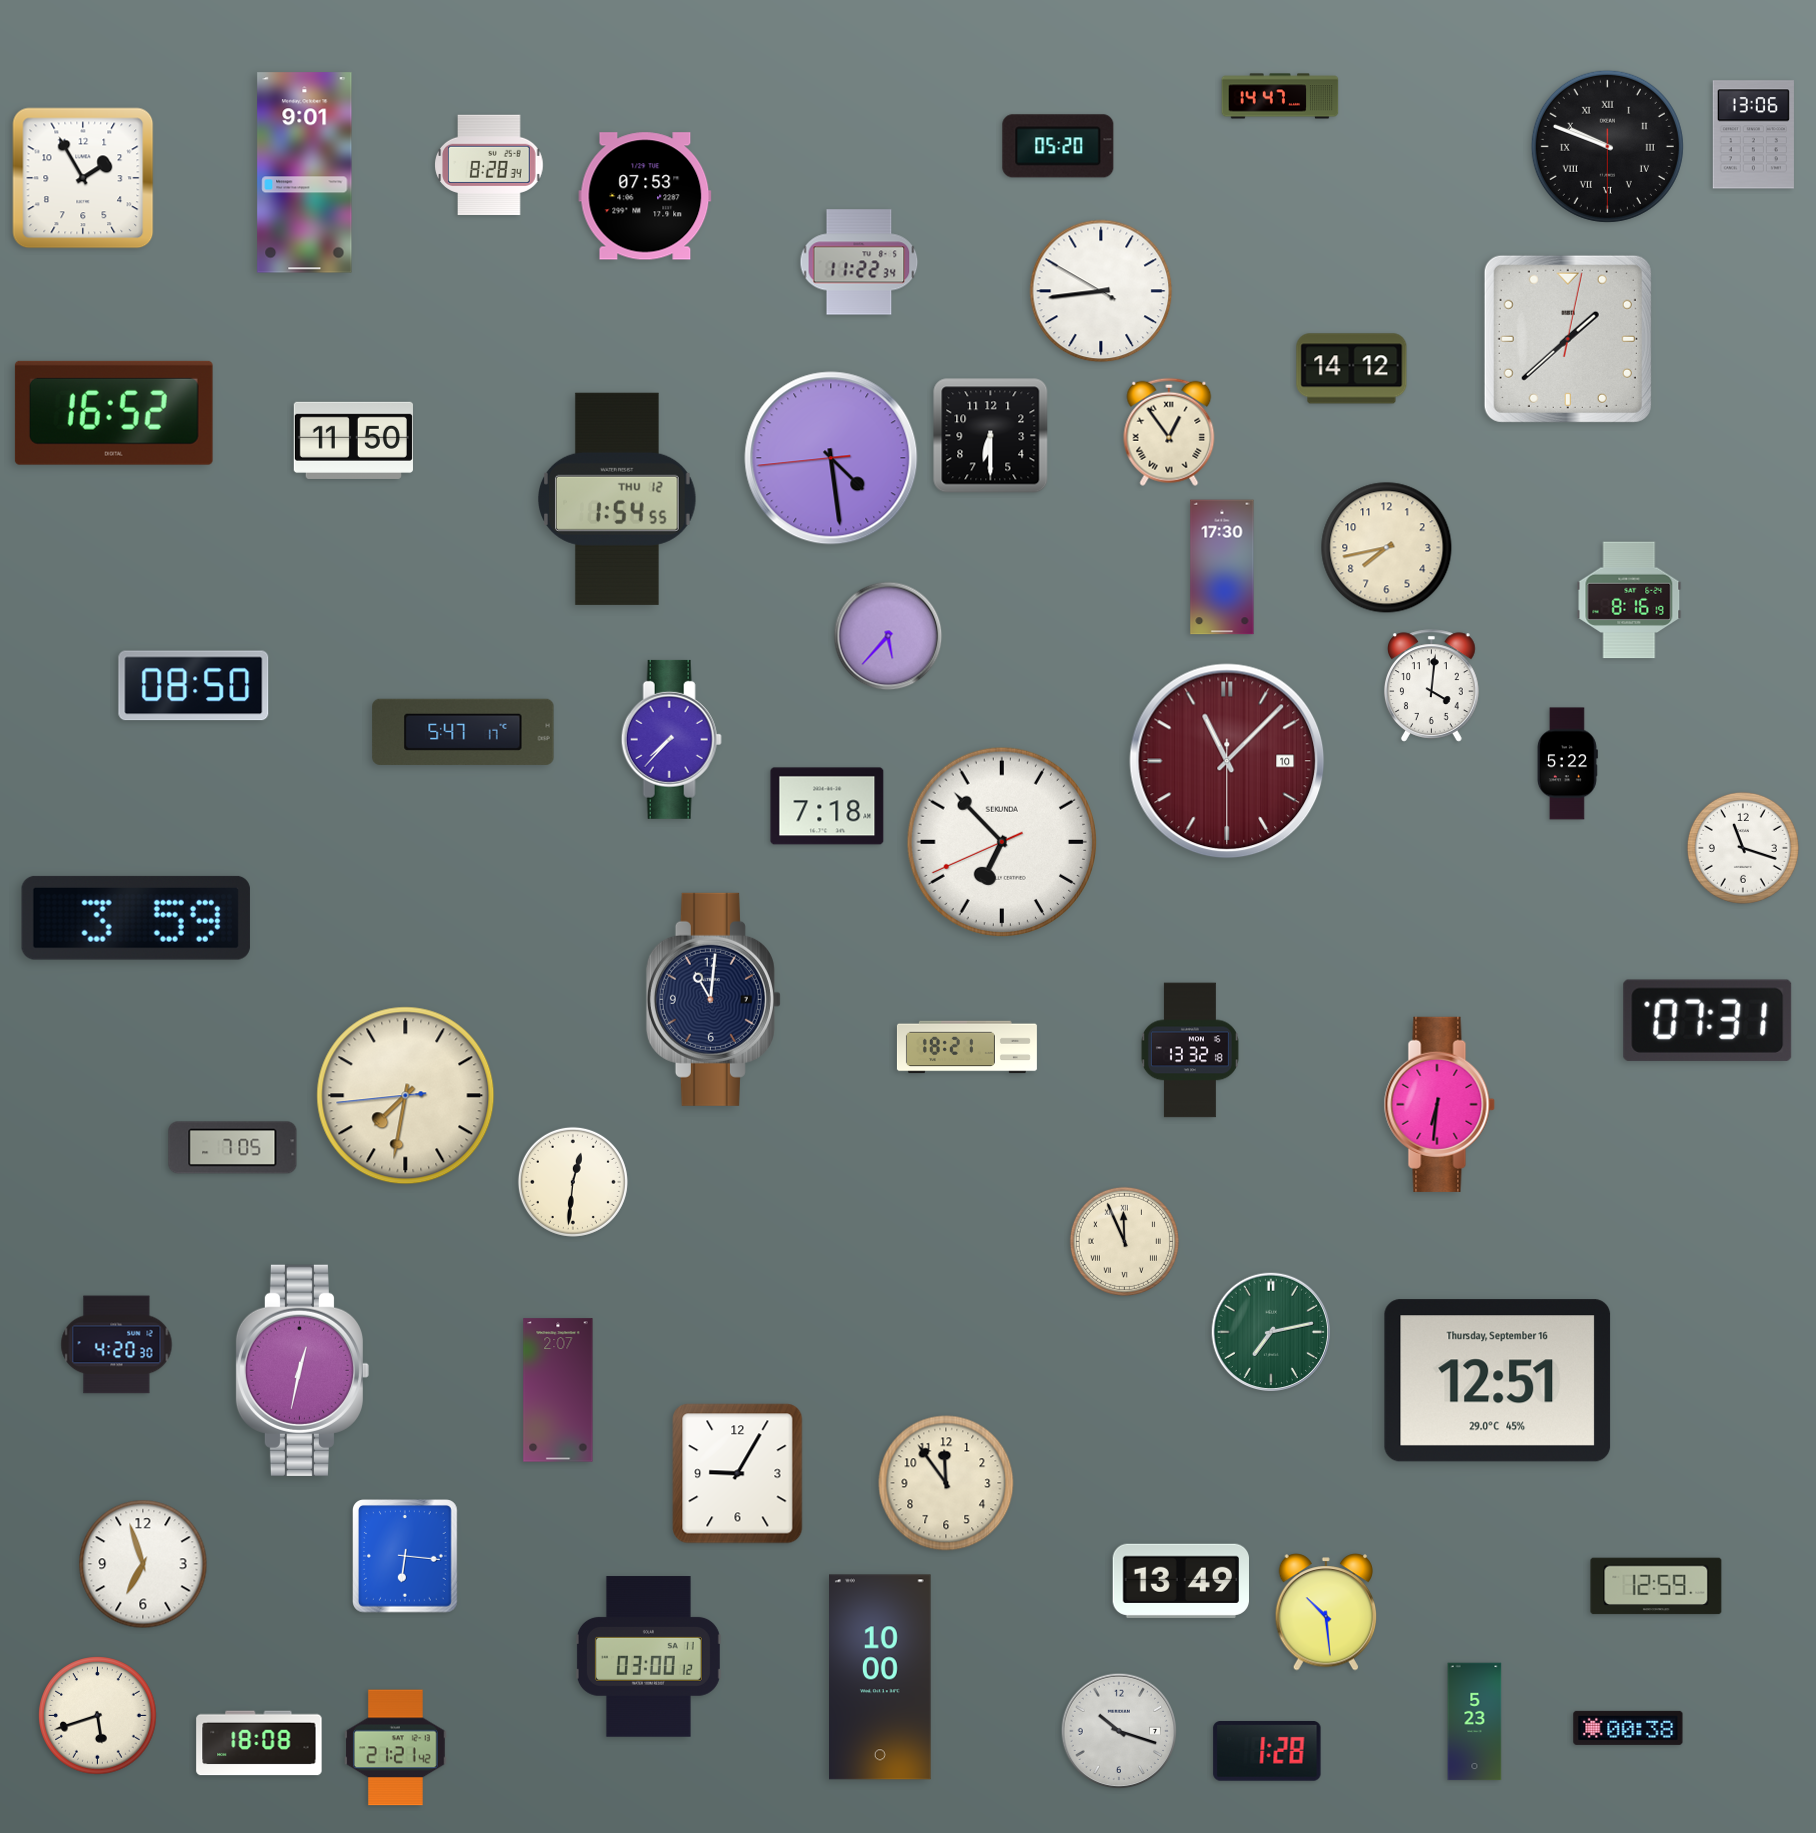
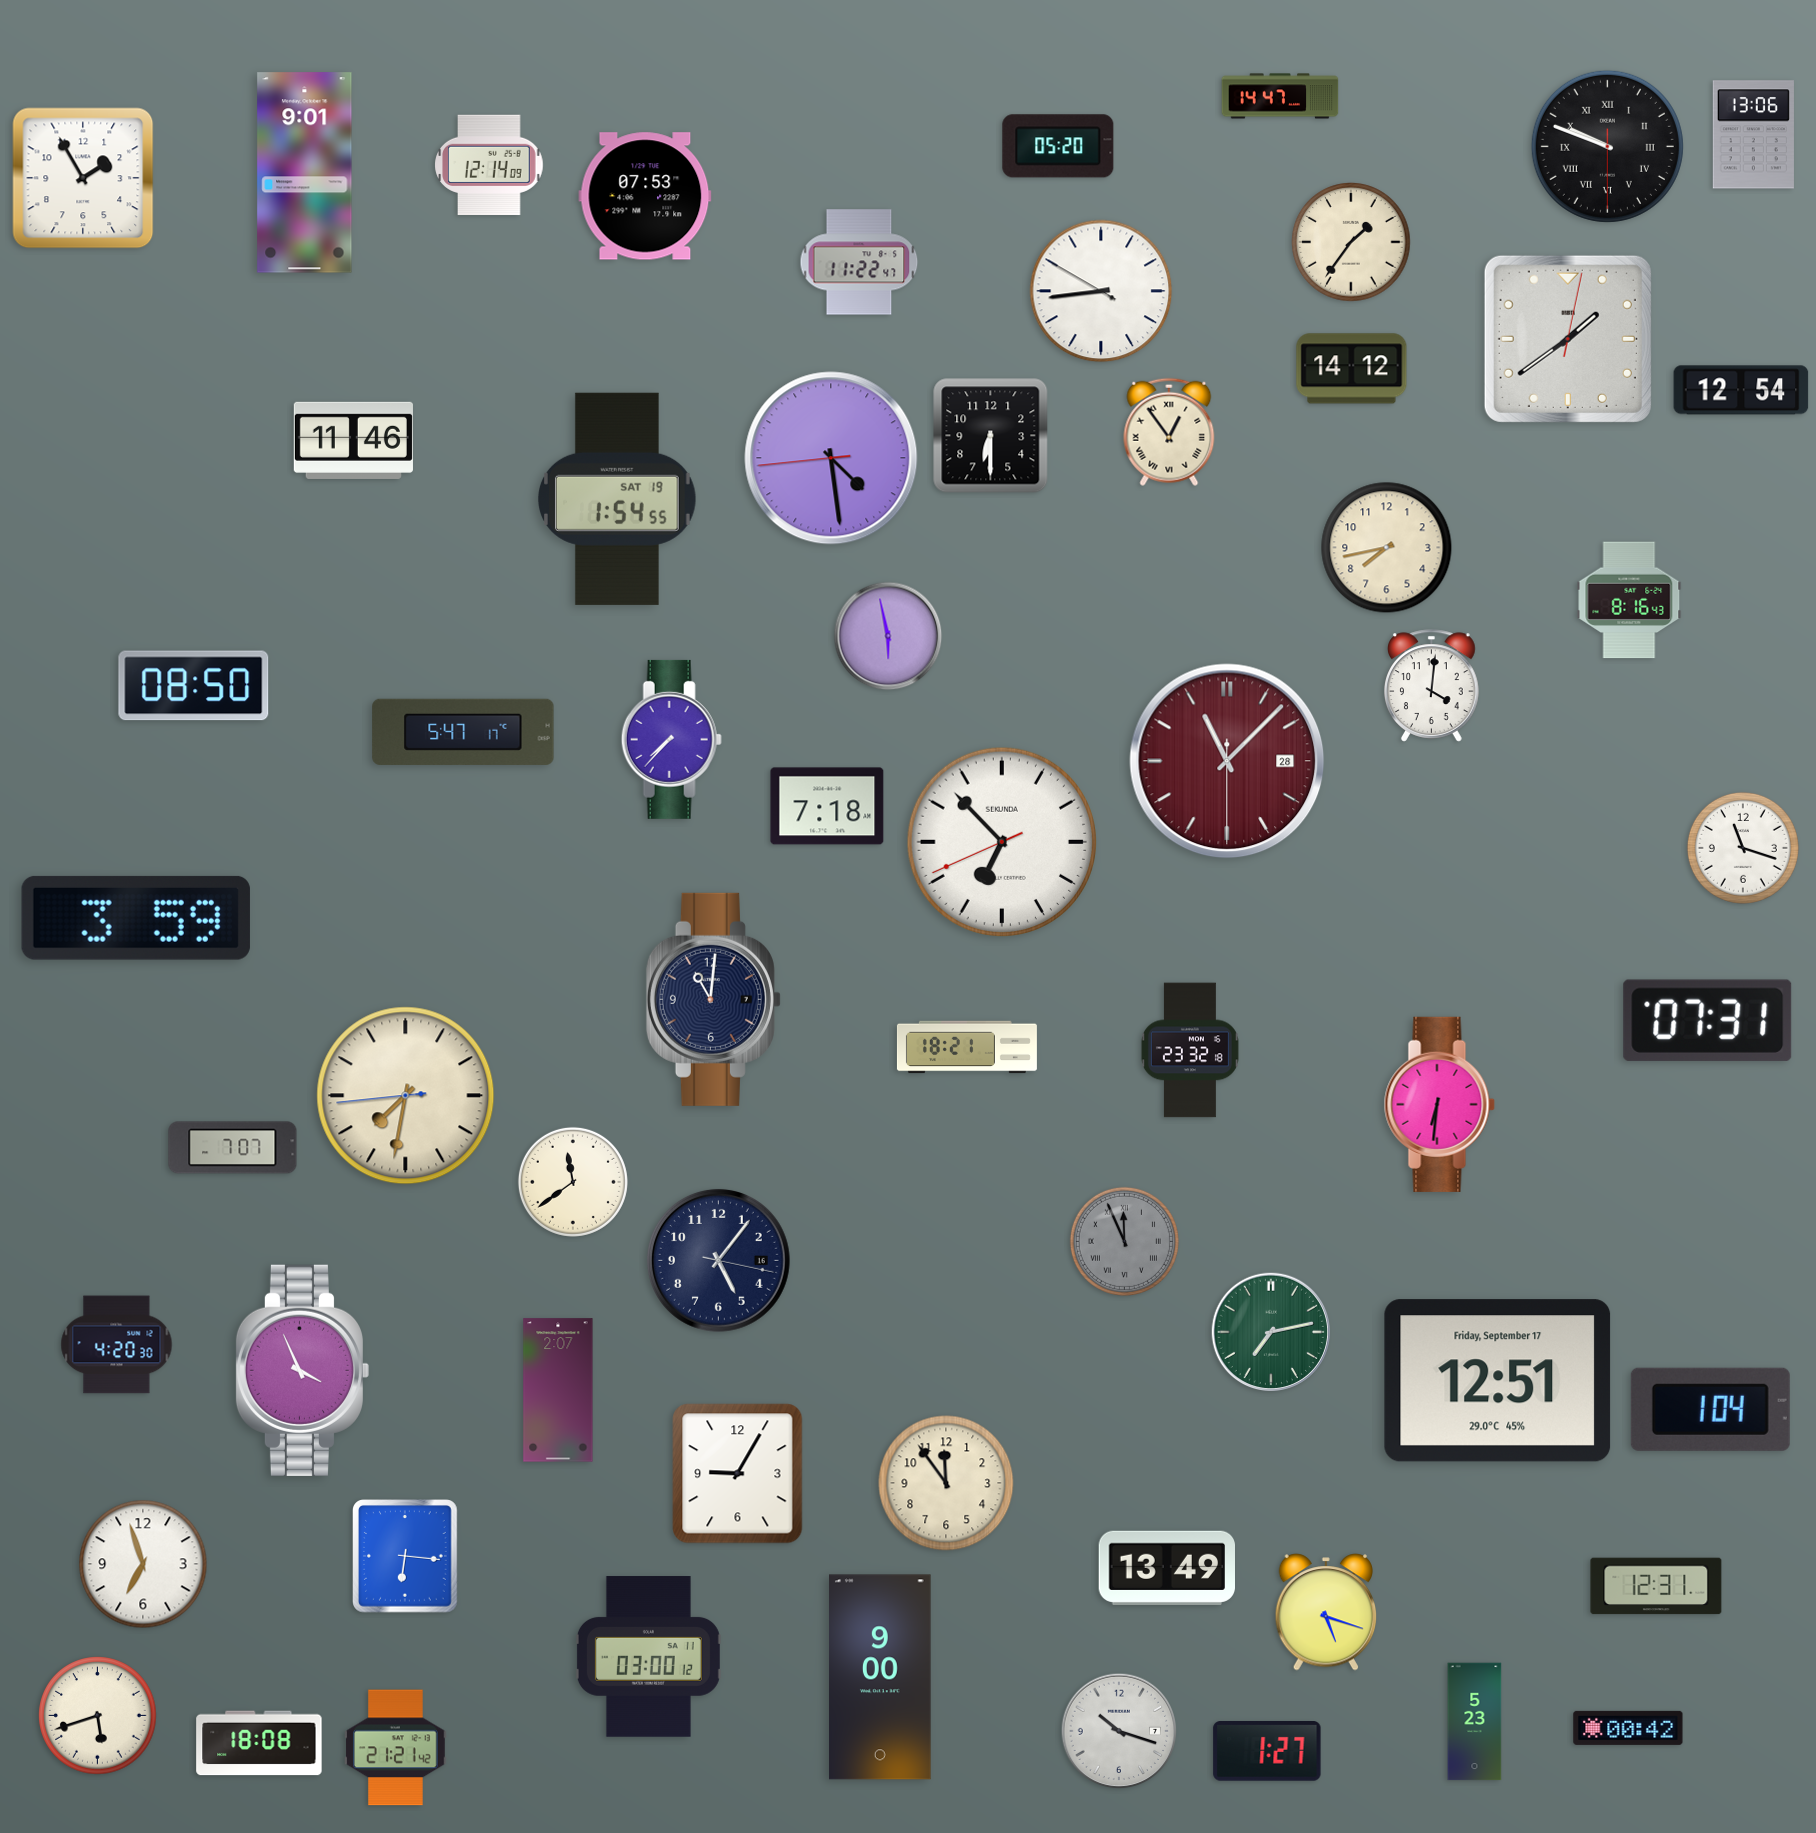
clock at (489, 165): 8:28 -> 12:14
clock at (1351, 242): none -> 1:36
clock at (859, 262): 11:22:34 -> 11:22:47
clock at (1568, 339): 1:38 -> 1:39
clock at (1741, 390): none -> 12:54
clock at (114, 413): 16:52 -> none
clock at (353, 440): 11:50 -> 11:46
clock at (618, 499) date: THU 12 -> SAT 19
clock at (1222, 567): 17:30 -> none
clock at (1629, 600): 8:16:19 -> 8:16:43
clock at (888, 636): 5:37 -> 5:58
clock at (1227, 761) date: 10 -> 28
clock at (1567, 764): 5:22 -> none
clock at (1190, 1050): 13:32 -> 23:32
clock at (233, 1148): 7:05 -> 7:07
clock at (573, 1182): 12:31 -> 11:39
clock at (1124, 1241) dial: cream -> grey
clock at (718, 1260): none -> 5:06
clock at (302, 1370): 12:32 -> 3:56
clock at (1498, 1381) date: Thursday, September 16 -> Friday, September 17
clock at (1710, 1409): none -> 1:04
clock at (1180, 1581) position: (1180, 1581) -> (1166, 1568)
clock at (1656, 1586): 12:59 -> 12:31
clock at (1326, 1612): 10:29 -> 5:18
clock at (880, 1677): 10:00 -> 9:00
clock at (1628, 1728): 00:38 -> 00:42
clock at (1267, 1752): 1:28 -> 1:27
